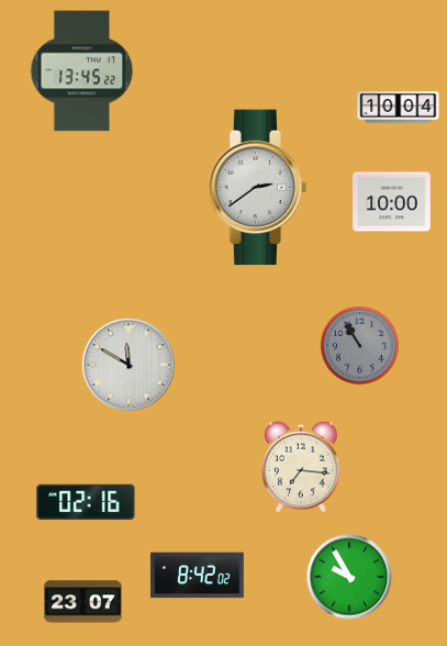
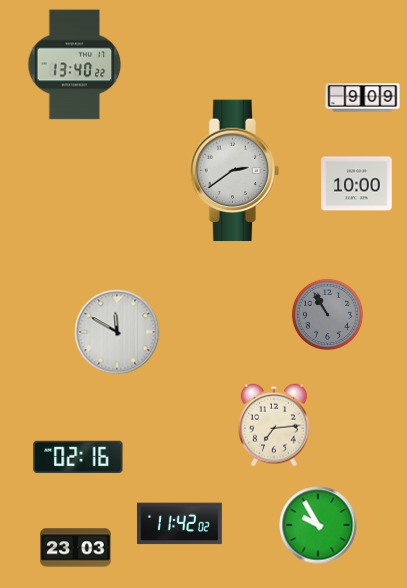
clock at (82, 71): 13:45 -> 13:40
clock at (399, 108): 10:04 -> 9:09
clock at (301, 467): 7:16 -> 7:14
clock at (197, 576): 8:42 -> 11:42
clock at (83, 602): 23:07 -> 23:03
